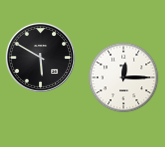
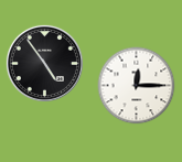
clock at (40, 57): 5:50 -> 4:54
